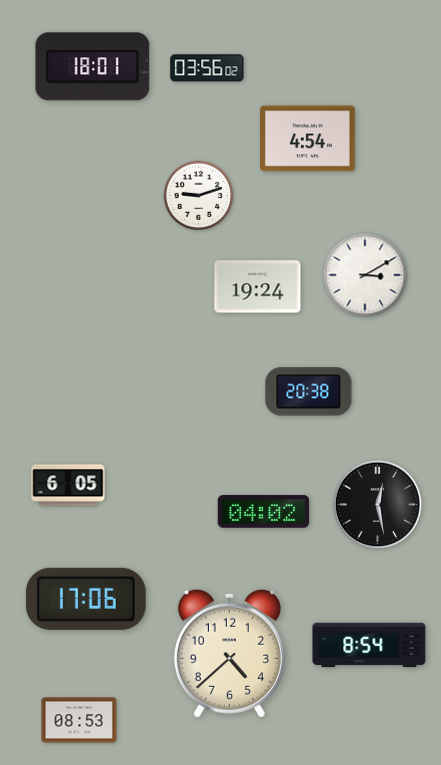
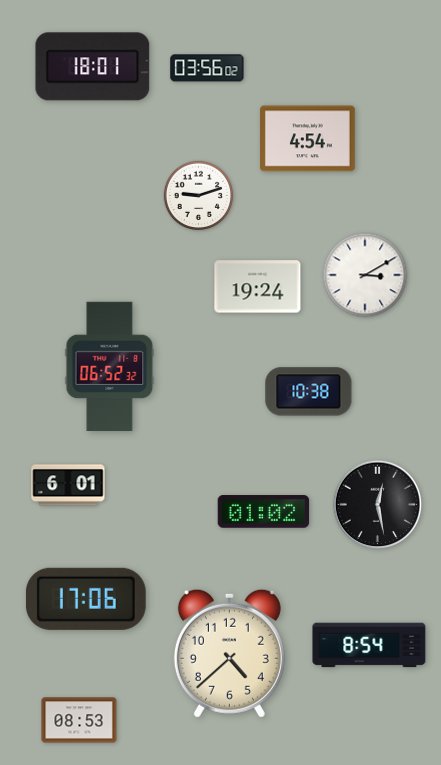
clock at (110, 366): none -> 06:52
clock at (309, 392): 20:38 -> 10:38
clock at (68, 485): 6:05 -> 6:01
clock at (264, 512): 04:02 -> 01:02
